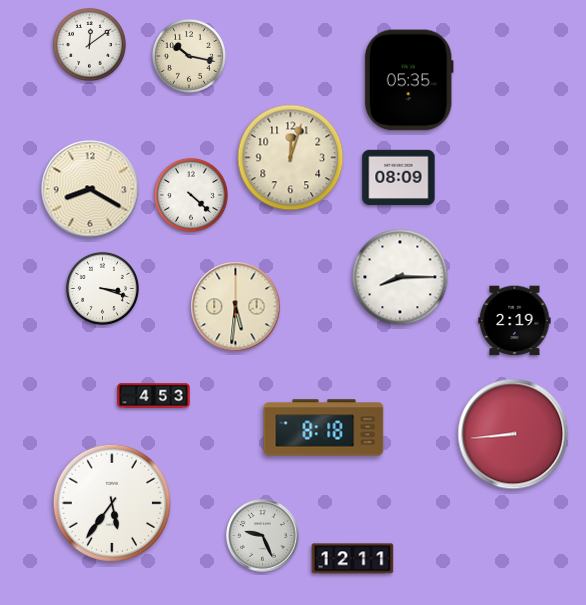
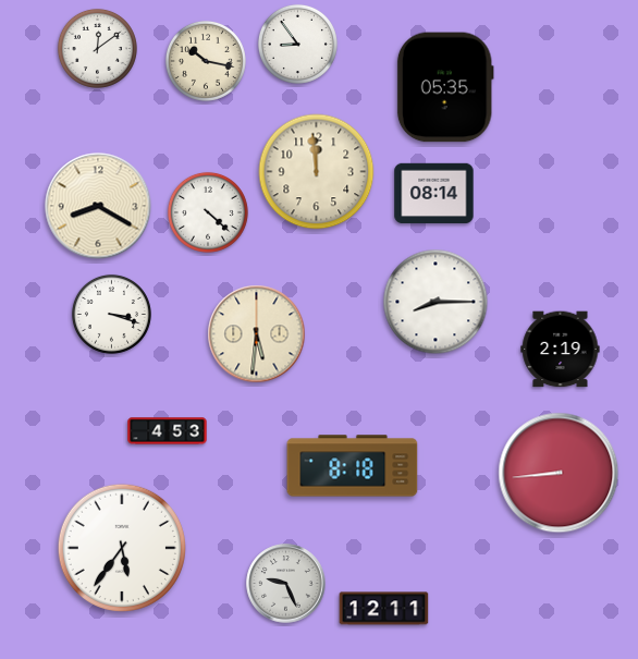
clock at (297, 44): none -> 8:54
clock at (291, 158): 12:03 -> 11:59
clock at (399, 178): 08:09 -> 08:14
